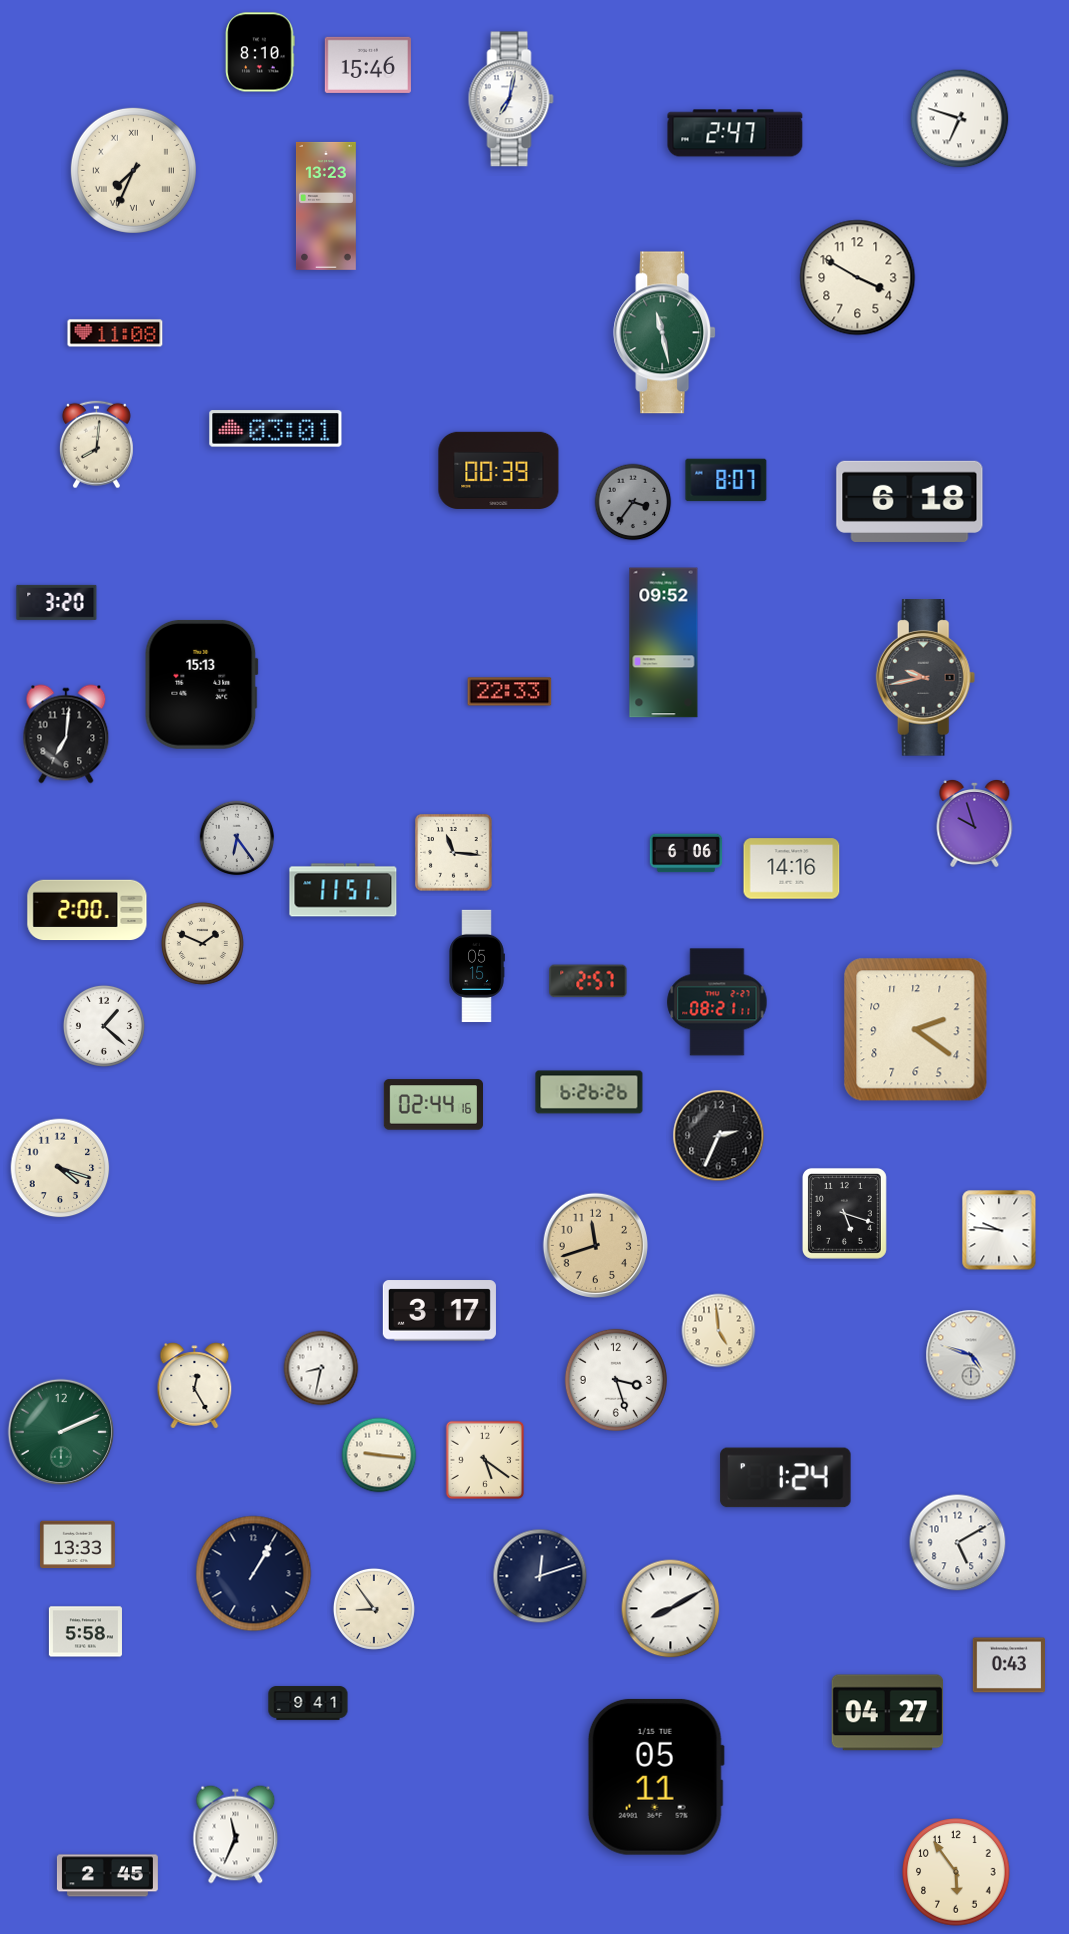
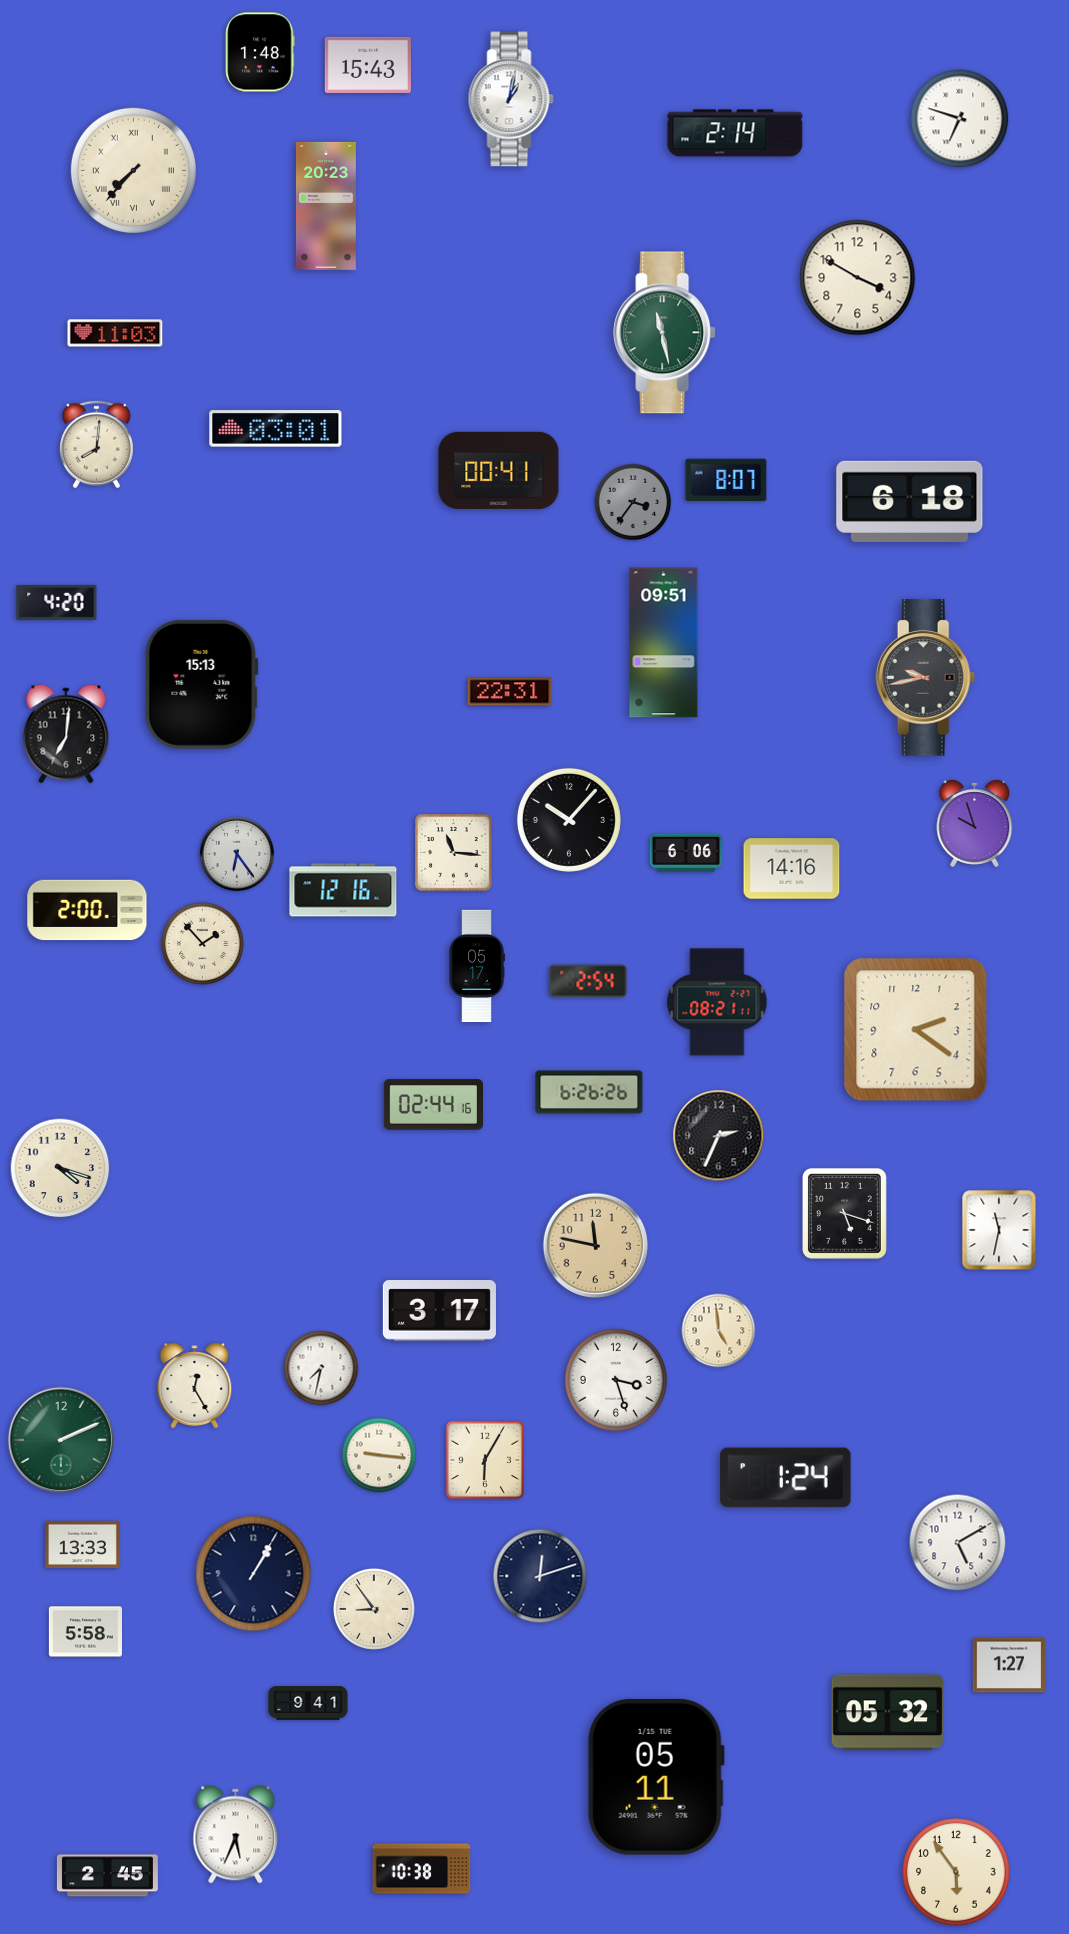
clock at (260, 52): 8:10 -> 1:48
clock at (368, 65): 15:46 -> 15:43
clock at (511, 99): 7:02 -> 1:02
clock at (735, 133): 2:47 -> 2:14
clock at (133, 170): 7:34 -> 7:37
clock at (326, 206): 13:23 -> 20:23
clock at (115, 333): 11:08 -> 11:03
clock at (499, 470): 00:39 -> 00:41
clock at (57, 602): 3:20 -> 4:20
clock at (664, 643): 09:52 -> 09:51
clock at (510, 692): 22:33 -> 22:31
clock at (569, 820): none -> 10:07
clock at (237, 838) position: (237, 838) -> (237, 854)
clock at (343, 890): 11:51 -> 12:16
clock at (202, 943): 1:49 -> 1:53
clock at (477, 966): 05:15 -> 05:17
clock at (588, 981): 2:57 -> 2:54
clock at (104, 1026): 1:22 -> none
clock at (999, 1230): 9:46 -> 11:32
clock at (595, 1245): 11:42 -> 11:47
clock at (971, 1355): 4:48 -> none
clock at (321, 1368): 8:32 -> 7:32
clock at (61, 1432) position: (61, 1432) -> (61, 1440)
clock at (485, 1460): 5:21 -> 6:05
clock at (78, 1545) position: (78, 1545) -> (83, 1545)
clock at (671, 1609): 8:10 -> none
clock at (1009, 1665): 0:43 -> 1:27
clock at (888, 1713): 04:27 -> 05:32
clock at (236, 1835): 11:34 -> 5:34
clock at (422, 1869): none -> 10:38
